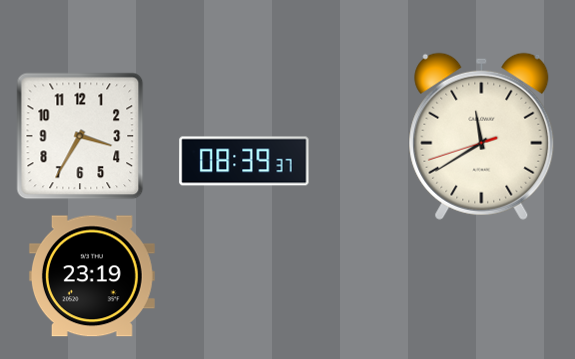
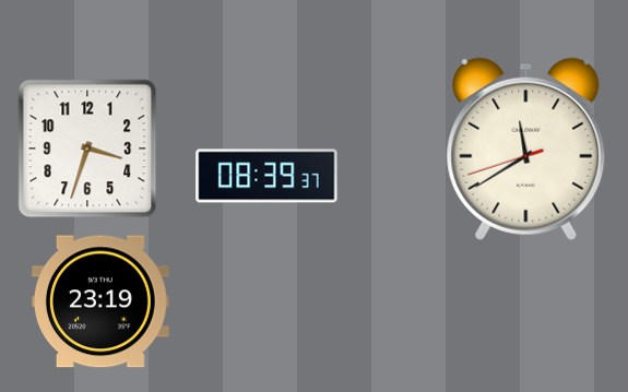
clock at (80, 136): 3:35 -> 3:33
